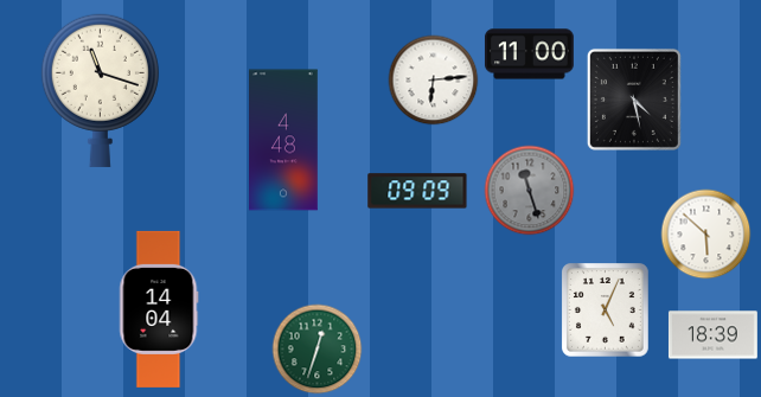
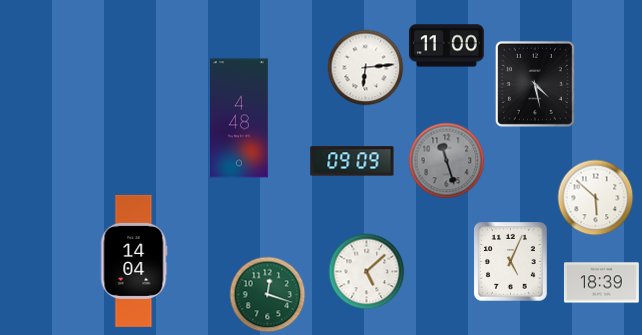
clock at (100, 90): 11:18 -> none
clock at (367, 272): none -> 5:08
clock at (318, 350): 12:33 -> 12:18
